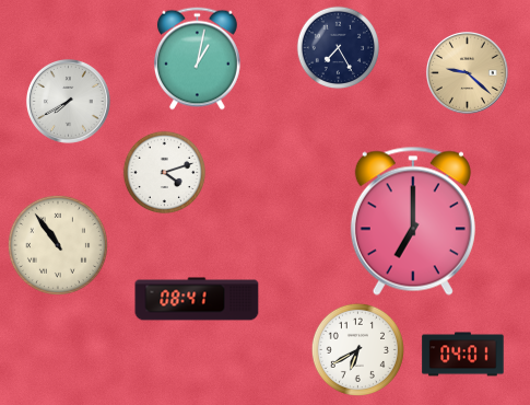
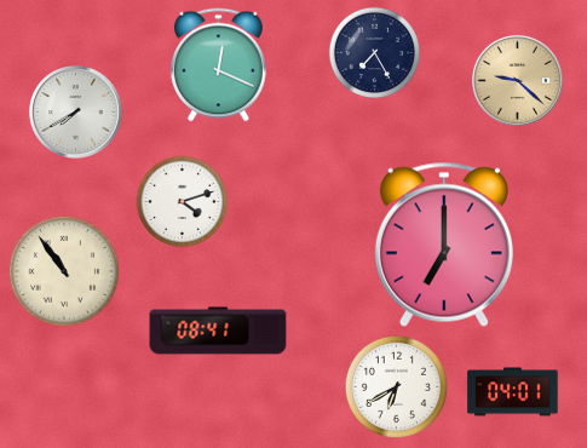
clock at (197, 59): 1:02 -> 12:19
clock at (165, 173) position: (165, 173) -> (183, 202)
clock at (413, 221) position: (413, 221) -> (444, 245)
